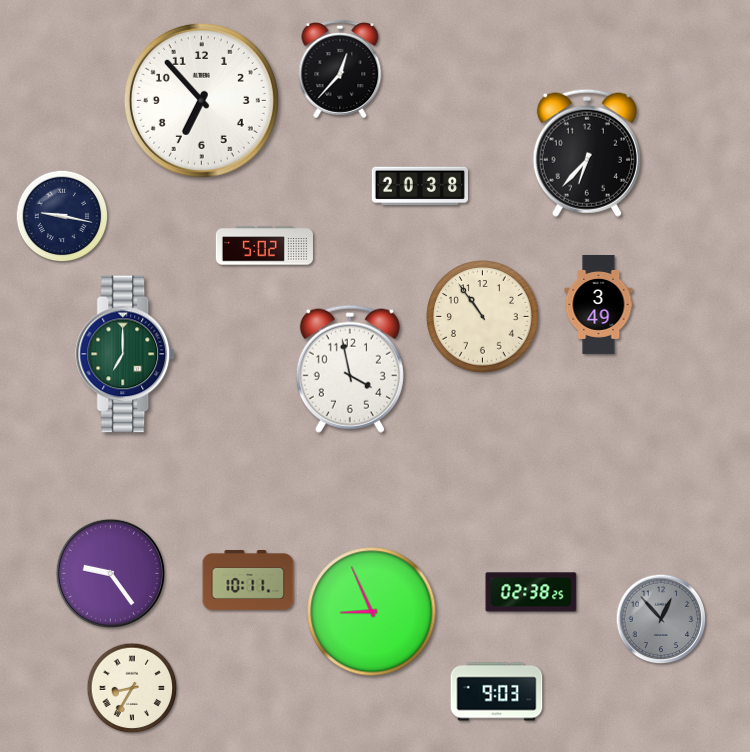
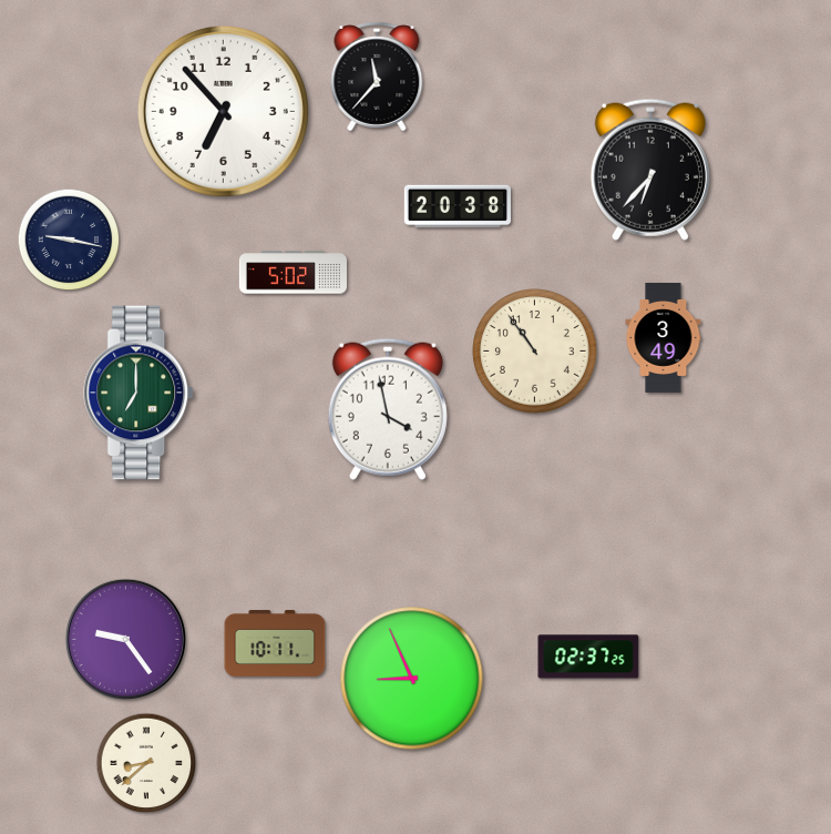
clock at (340, 70): 12:37 -> 11:37
clock at (419, 186) position: (419, 186) -> (456, 206)
clock at (110, 573) position: (110, 573) -> (125, 639)
clock at (531, 592): 02:38 -> 02:37
clock at (661, 619): 12:53 -> none
clock at (132, 688): 8:35 -> 8:38
clock at (497, 692): 9:03 -> none
